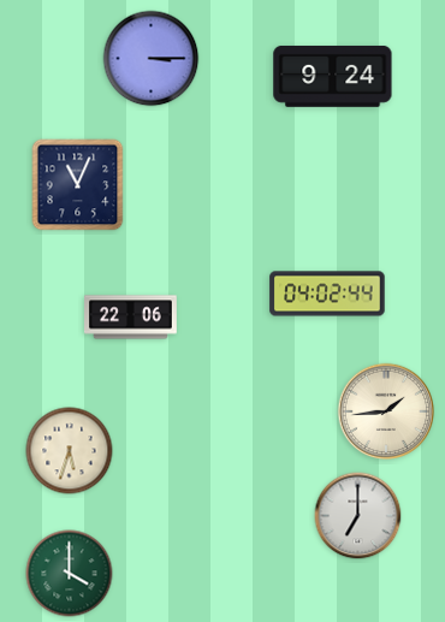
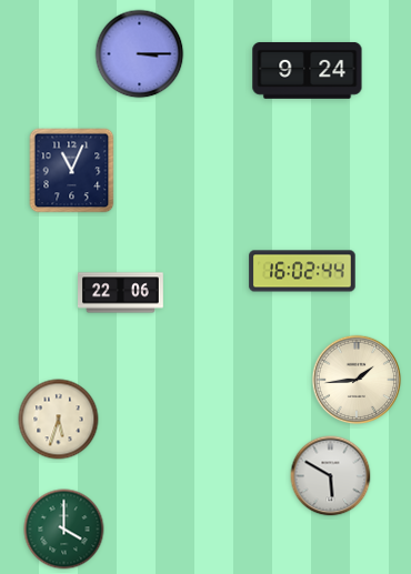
clock at (327, 294): 04:02 -> 16:02
clock at (70, 451) position: (70, 451) -> (59, 420)
clock at (358, 516): 7:00 -> 5:50
